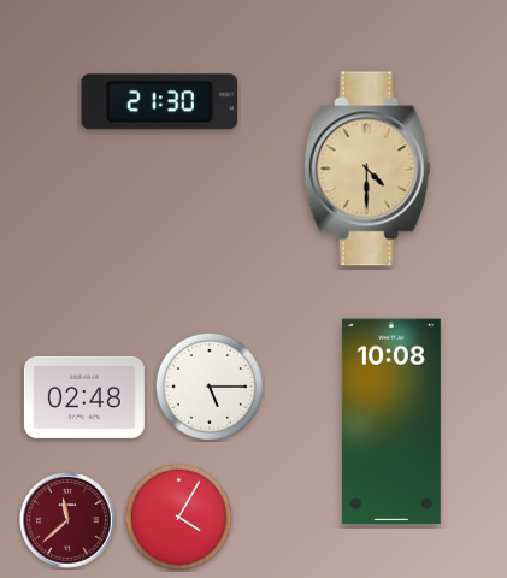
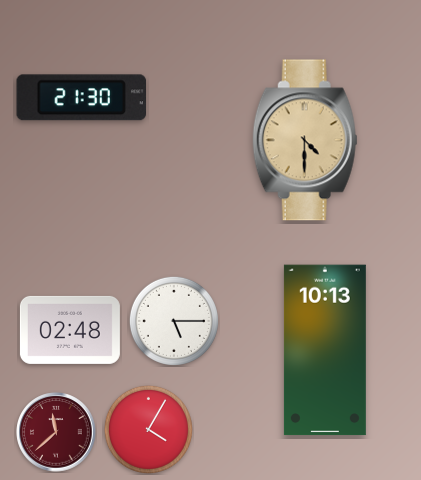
clock at (160, 102) position: (160, 102) -> (82, 98)
clock at (391, 421): 10:08 -> 10:13
